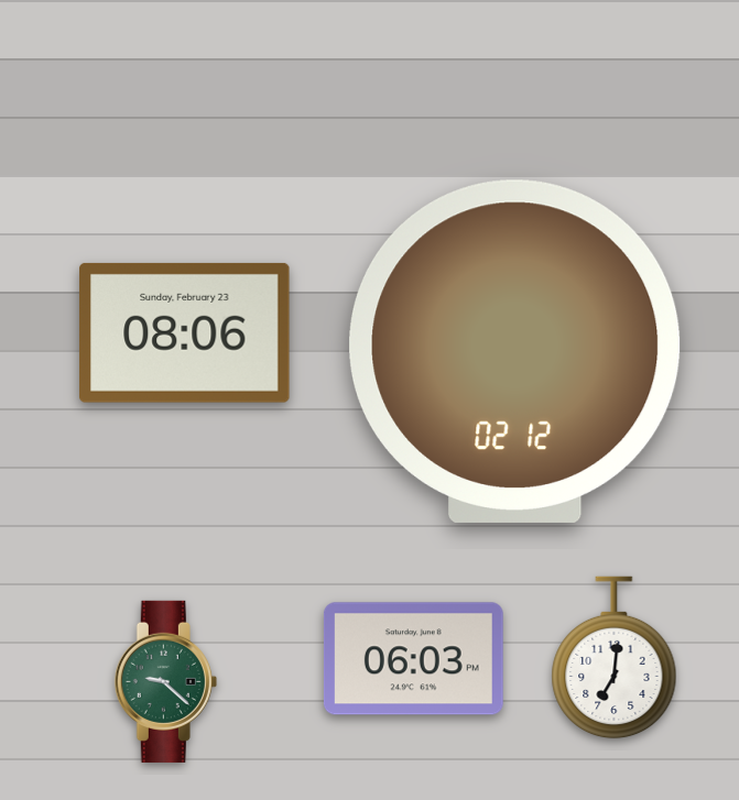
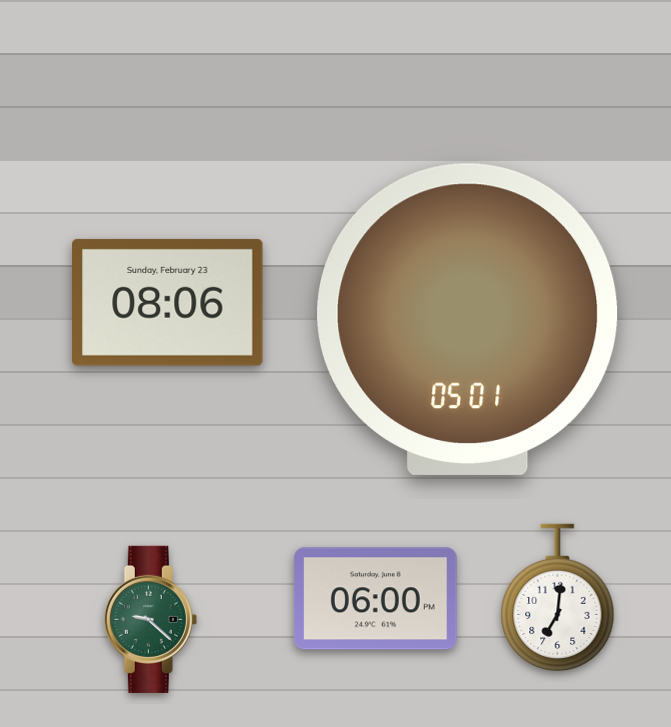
clock at (515, 351): 02:12 -> 05:01
clock at (413, 659): 06:03 -> 06:00
